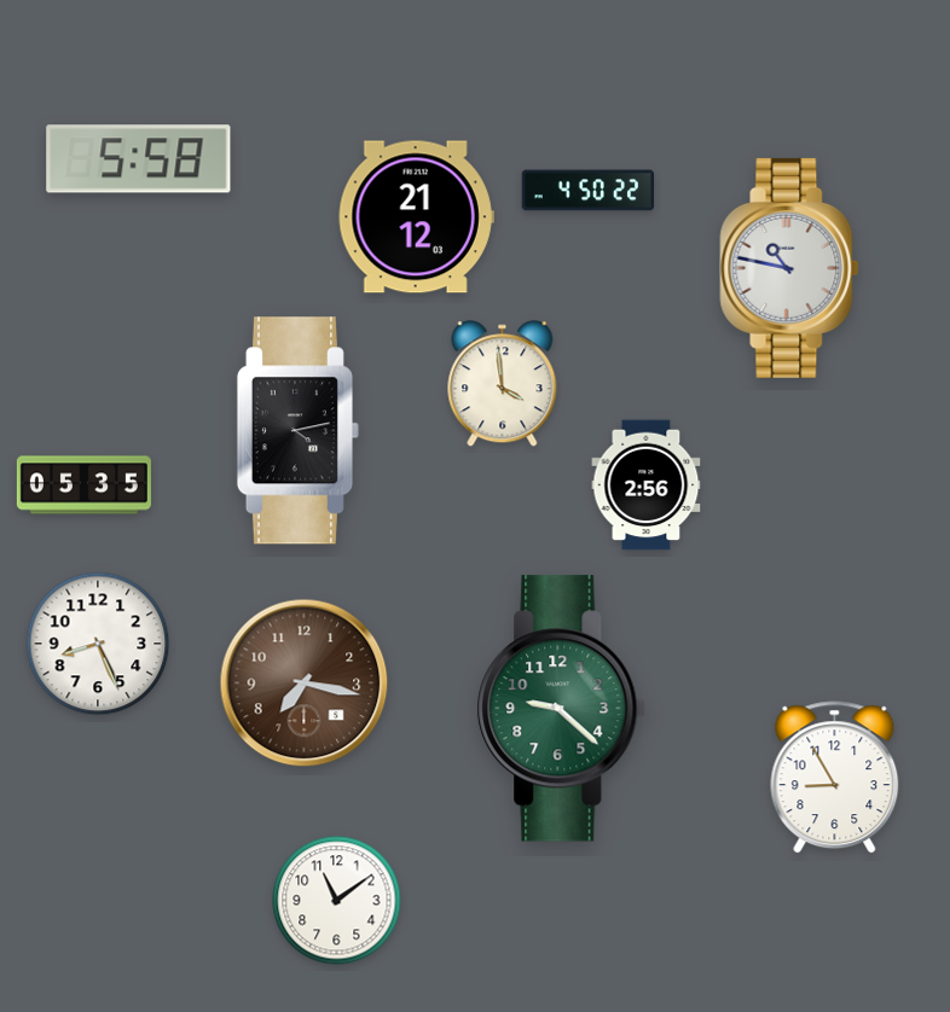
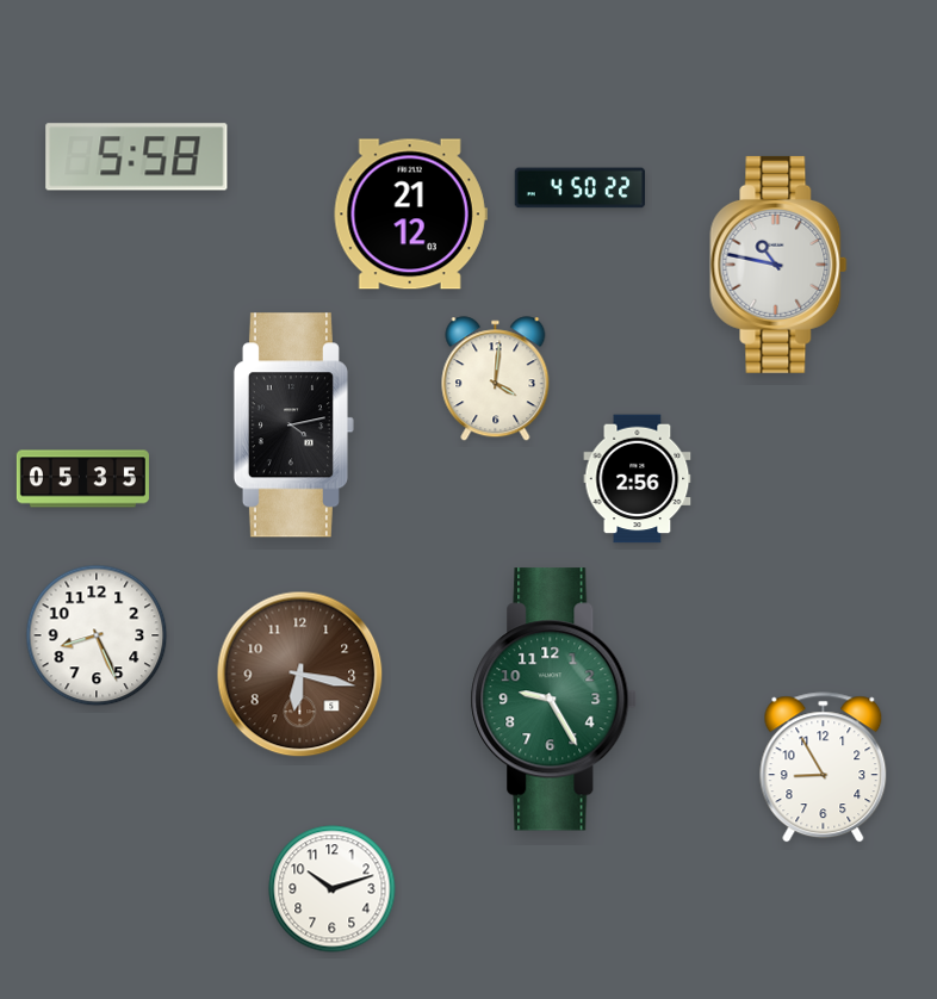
clock at (503, 384): 3:59 -> 4:01
clock at (305, 684): 7:17 -> 6:17
clock at (562, 709): 9:22 -> 9:25
clock at (337, 901): 11:09 -> 10:12
